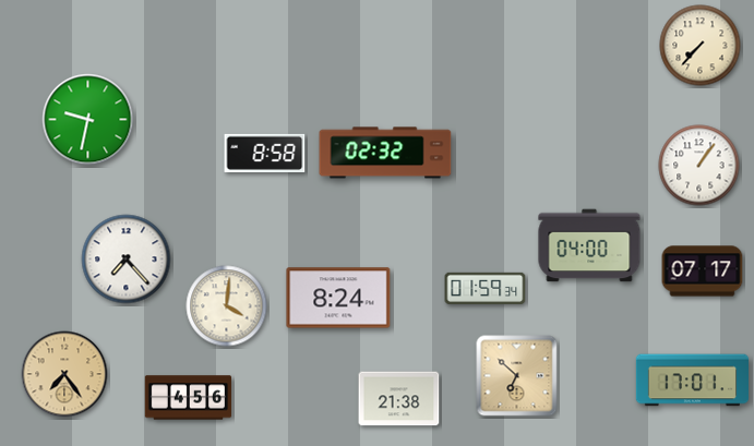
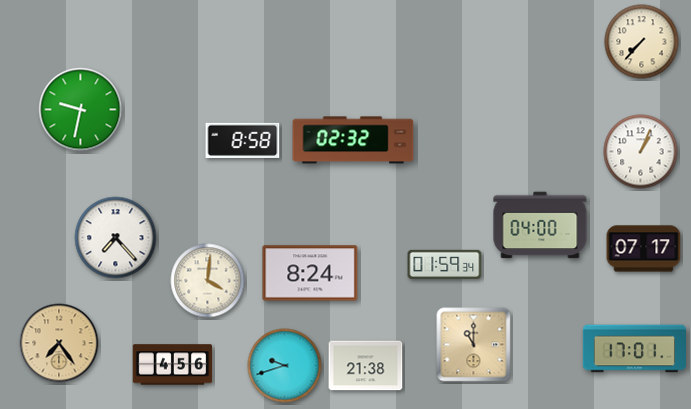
clock at (699, 166): 1:06 -> 1:04
clock at (517, 376): 6:52 -> 11:00
clock at (285, 366): none -> 9:42
